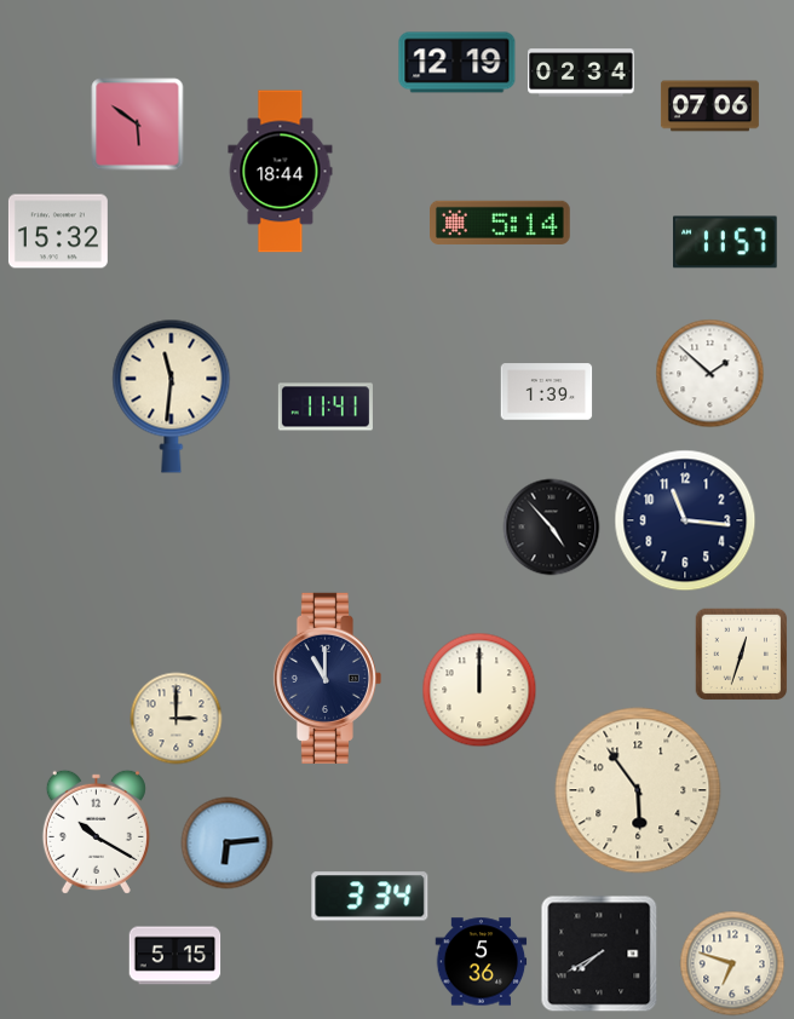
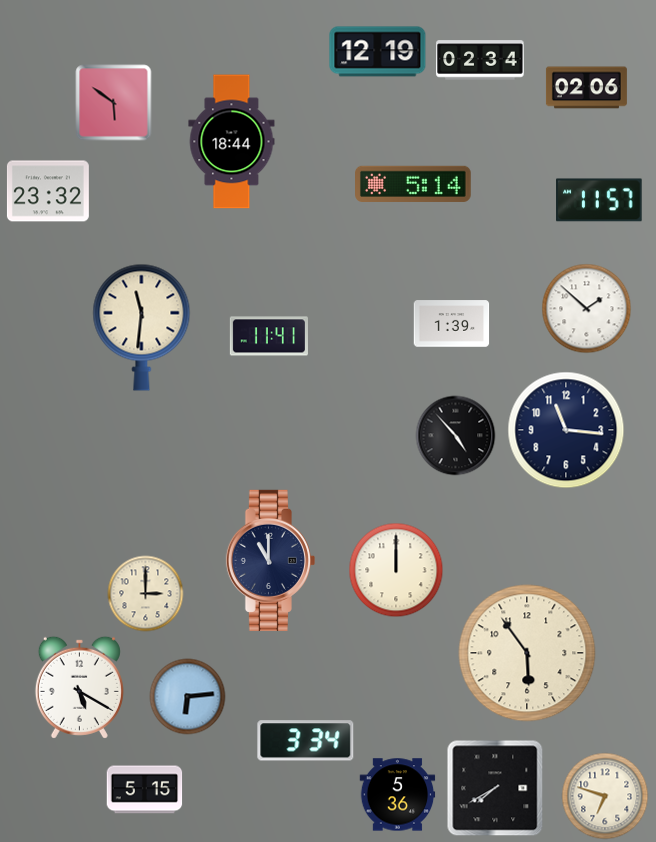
clock at (709, 106): 07:06 -> 02:06
clock at (58, 231): 15:32 -> 23:32
clock at (741, 654): 12:33 -> none
clock at (96, 831): 10:20 -> 5:20
